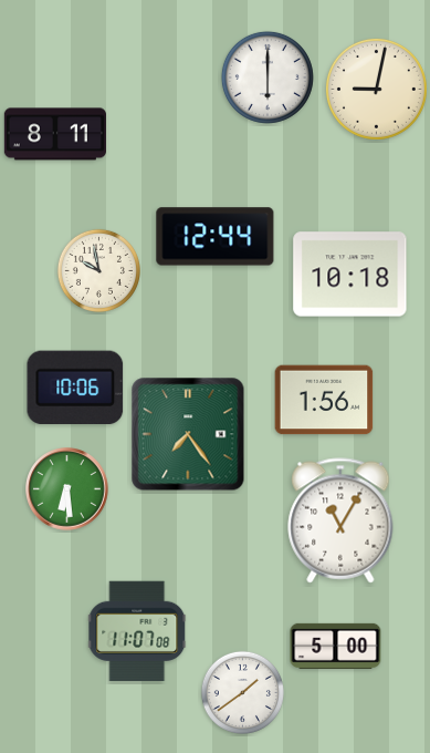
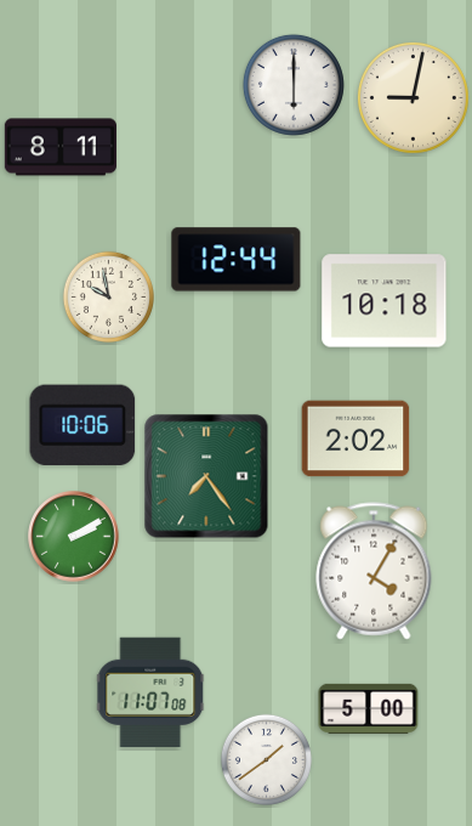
clock at (324, 400): 1:56 -> 2:02
clock at (67, 489): 6:29 -> 2:10
clock at (340, 520): 11:05 -> 4:05
